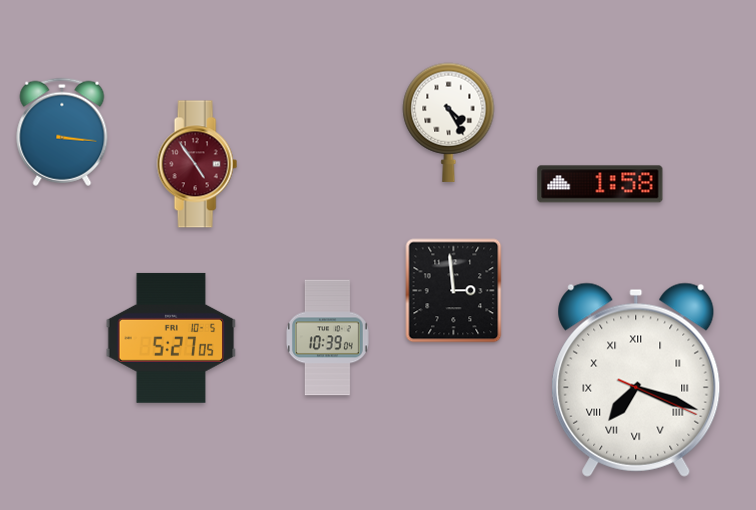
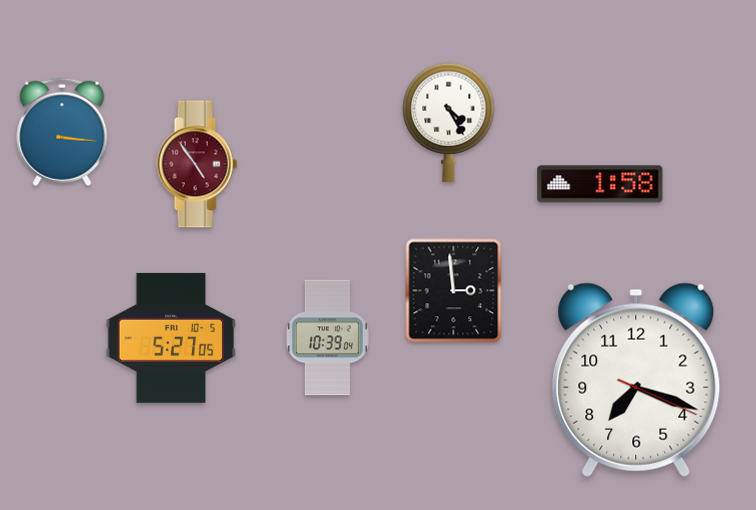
clock at (636, 380) numerals: Roman -> Arabic
